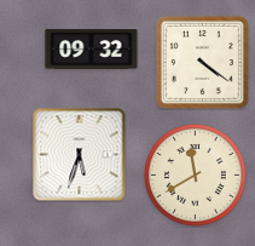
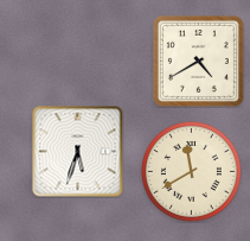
clock at (92, 50): 09:32 -> none
clock at (202, 62): 4:21 -> 4:40
